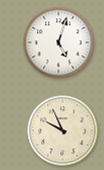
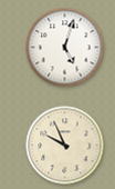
clock at (63, 131) position: (63, 131) -> (65, 146)
